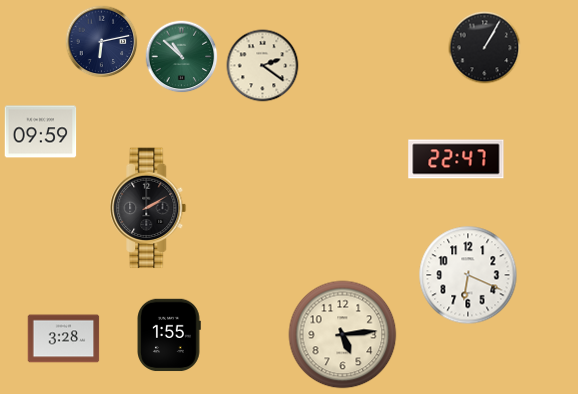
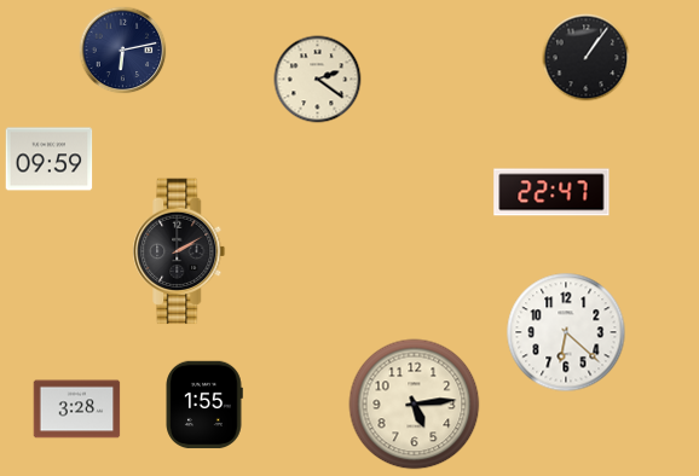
clock at (485, 48): 1:05 -> 1:06
clock at (182, 57): 10:52 -> none
clock at (468, 275): 6:19 -> 6:22
